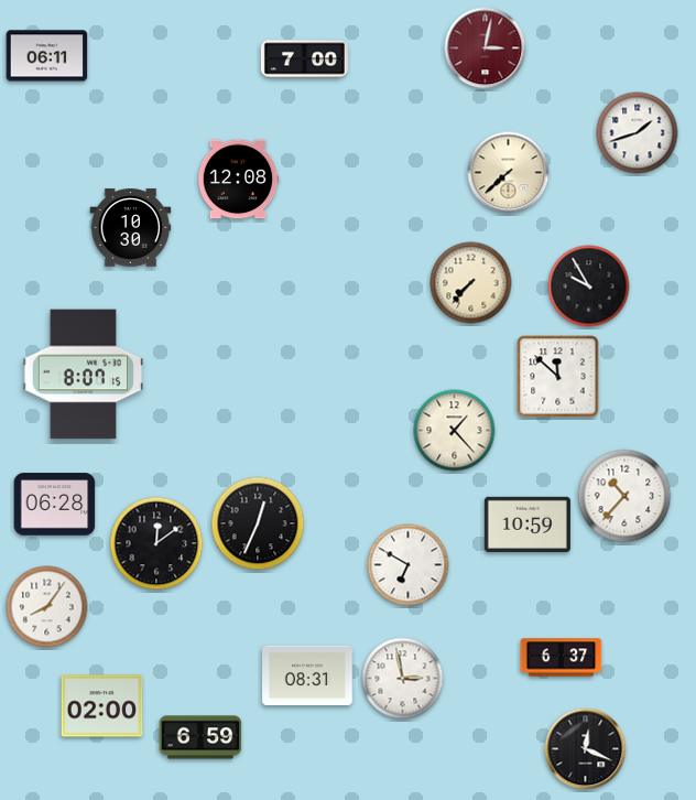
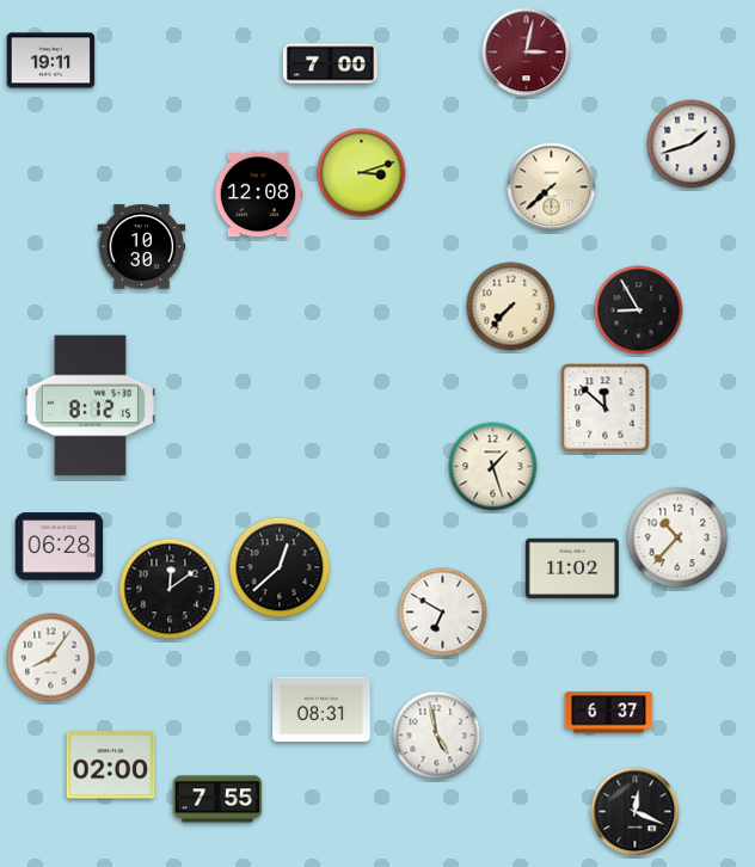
clock at (47, 56): 06:11 -> 19:11
clock at (362, 173): none -> 3:12
clock at (589, 287): 9:55 -> 8:55
clock at (84, 375): 8:07 -> 8:12
clock at (455, 431): 1:23 -> 1:27
clock at (258, 523): 12:34 -> 12:38
clock at (528, 523): 10:59 -> 11:02
clock at (307, 675) position: (307, 675) -> (321, 709)
clock at (403, 679): 2:58 -> 4:58
clock at (200, 737): 6:59 -> 7:55
